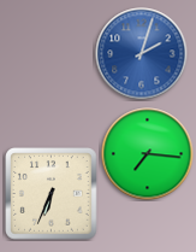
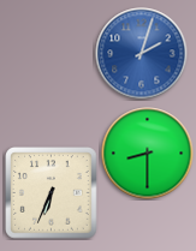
clock at (148, 154): 7:16 -> 8:30
